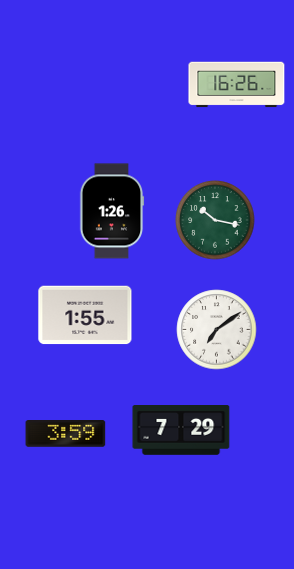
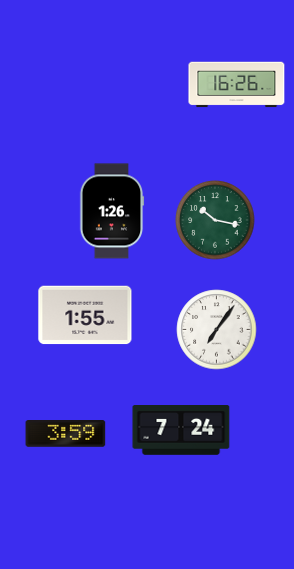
clock at (217, 330): 7:09 -> 7:06
clock at (181, 431): 7:29 -> 7:24
